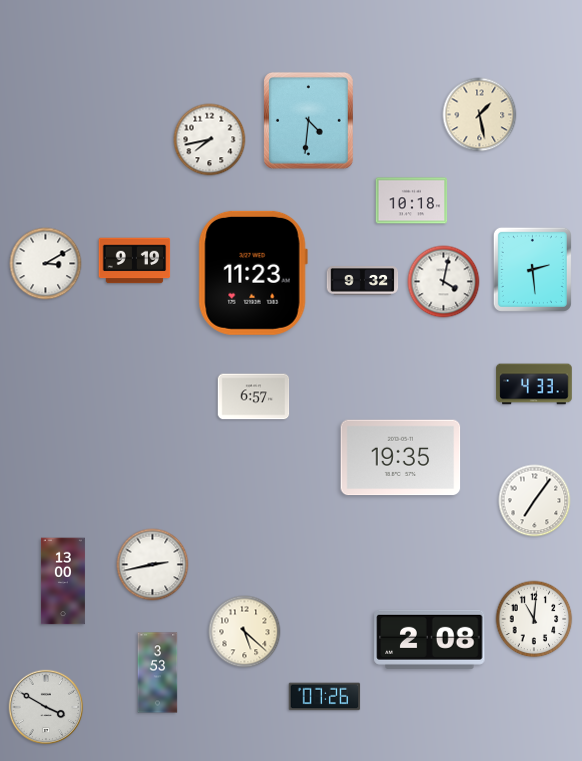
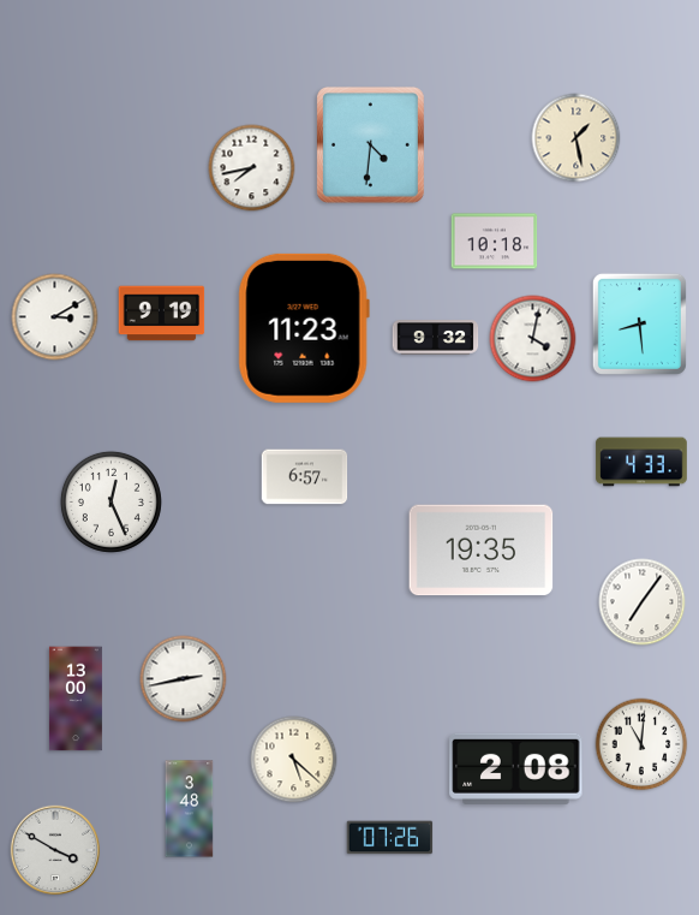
clock at (532, 269): 2:29 -> 8:29
clock at (110, 501): none -> 12:26
clock at (158, 673): 3:53 -> 3:48
